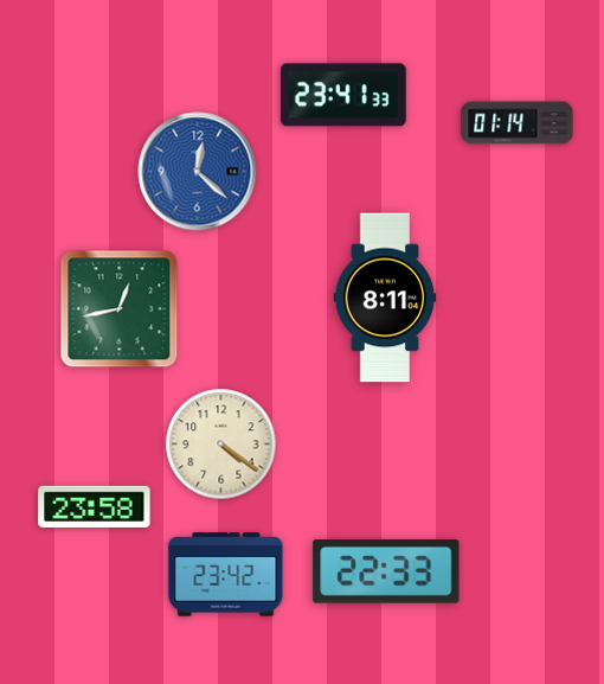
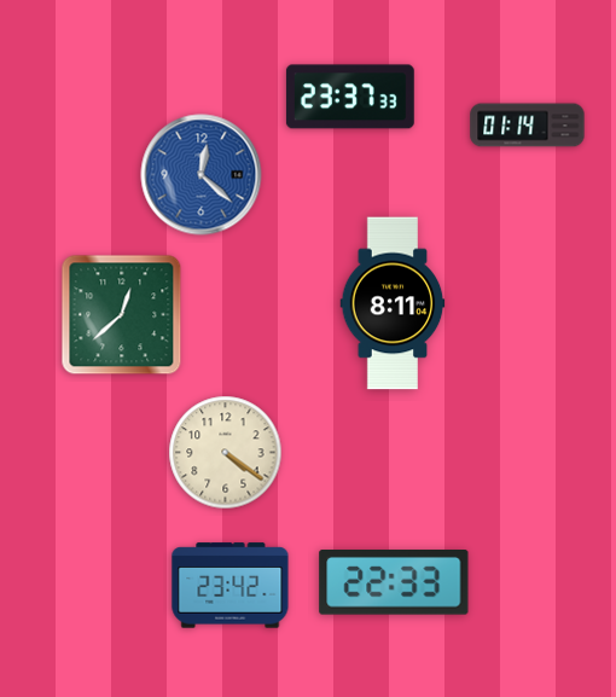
clock at (343, 95): 23:41 -> 23:37
clock at (120, 309): 12:43 -> 12:38
clock at (95, 506): 23:58 -> none
